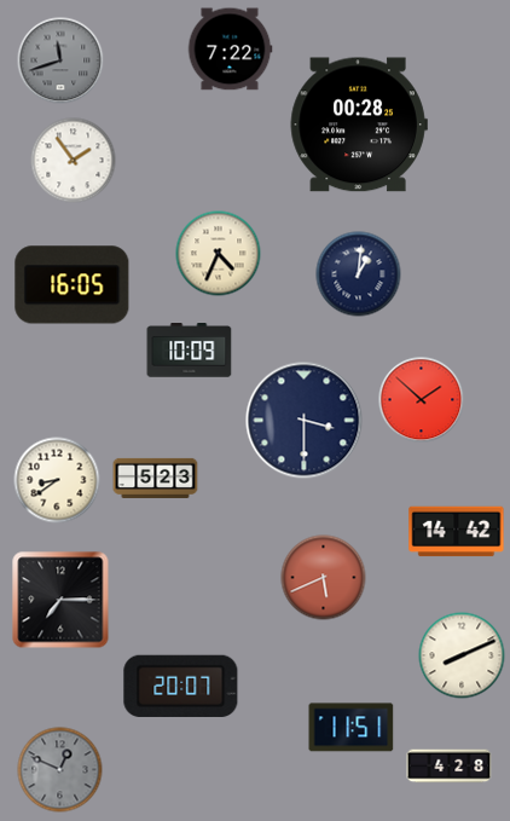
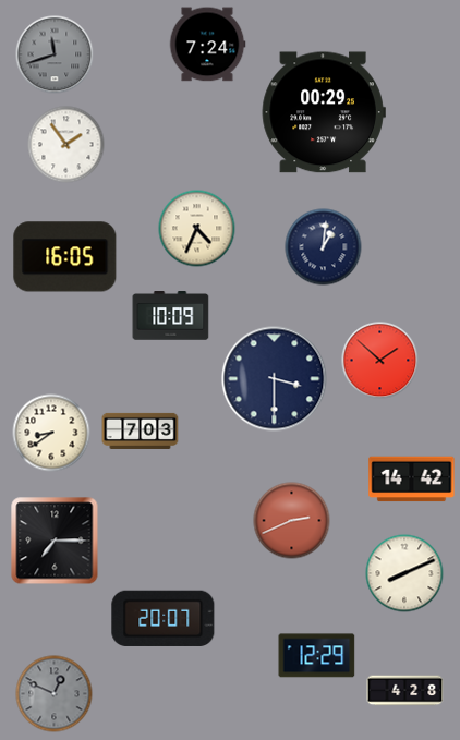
clock at (230, 50): 7:22 -> 7:24
clock at (359, 125): 00:28 -> 00:29
clock at (156, 478): 5:23 -> 7:03
clock at (324, 578): 5:41 -> 2:41
clock at (462, 655) position: (462, 655) -> (404, 573)
clock at (352, 728): 11:51 -> 12:29
